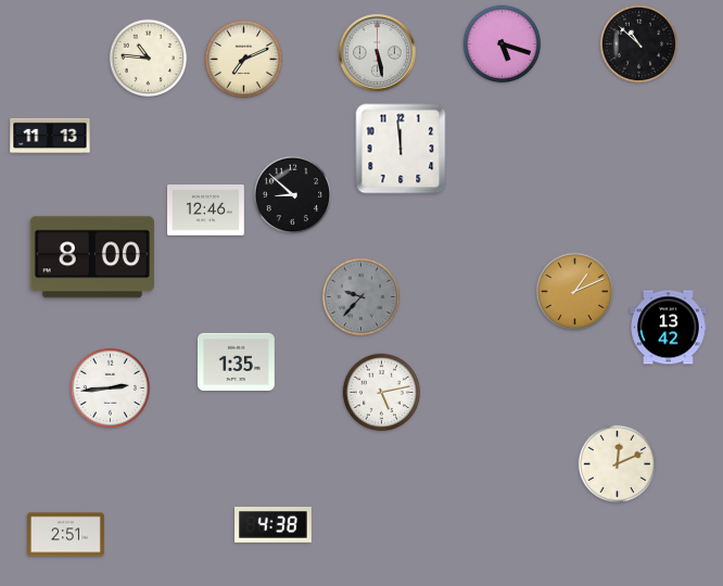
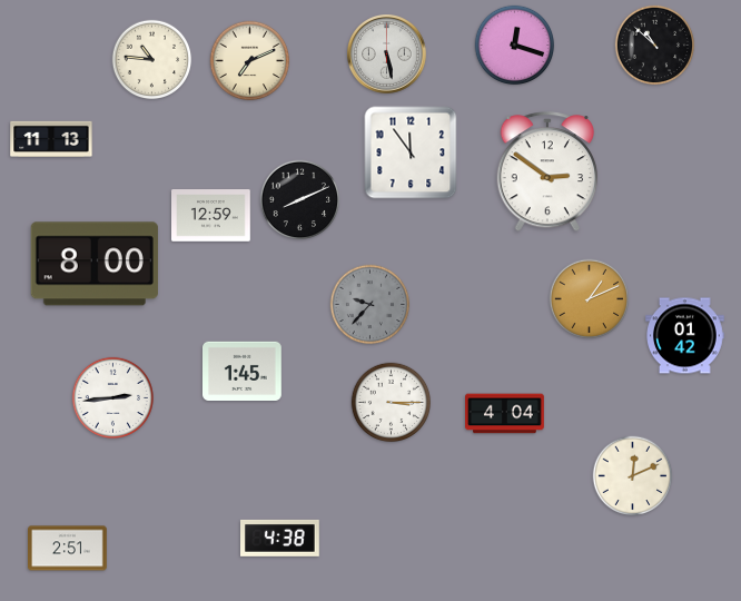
clock at (503, 44): 5:18 -> 12:18
clock at (401, 149): 11:59 -> 11:54
clock at (546, 173): none -> 2:51
clock at (293, 195): 8:52 -> 8:11
clock at (206, 211): 12:46 -> 12:59
clock at (669, 328): 13:42 -> 01:42
clock at (237, 361): 1:35 -> 1:45
clock at (382, 393): 5:13 -> 3:15
clock at (505, 414): none -> 4:04
